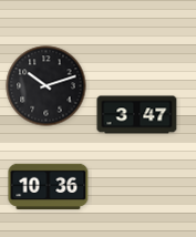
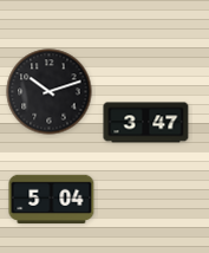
clock at (49, 187): 10:36 -> 5:04
